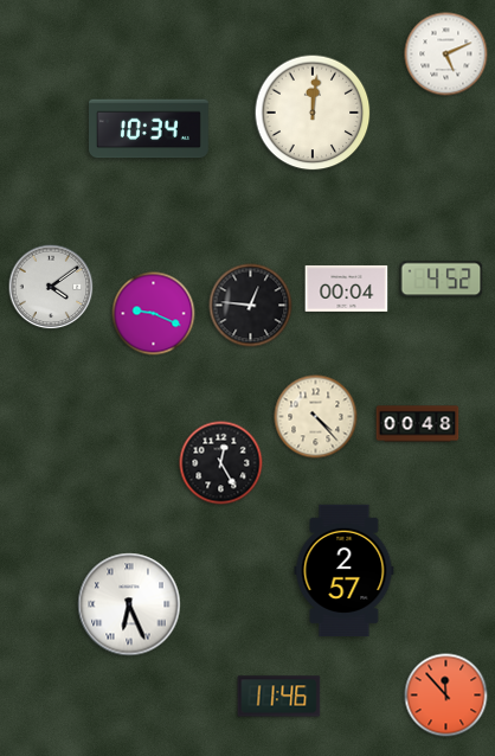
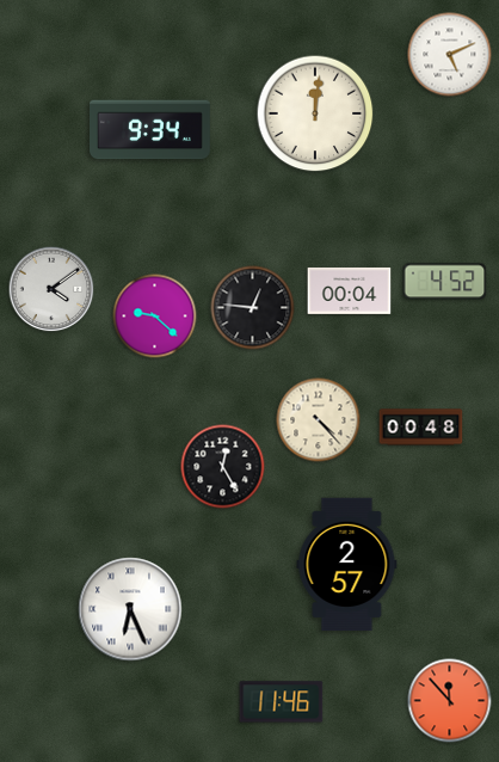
clock at (149, 129): 10:34 -> 9:34
clock at (154, 314): 9:19 -> 9:22
clock at (345, 571) position: (345, 571) -> (347, 565)
